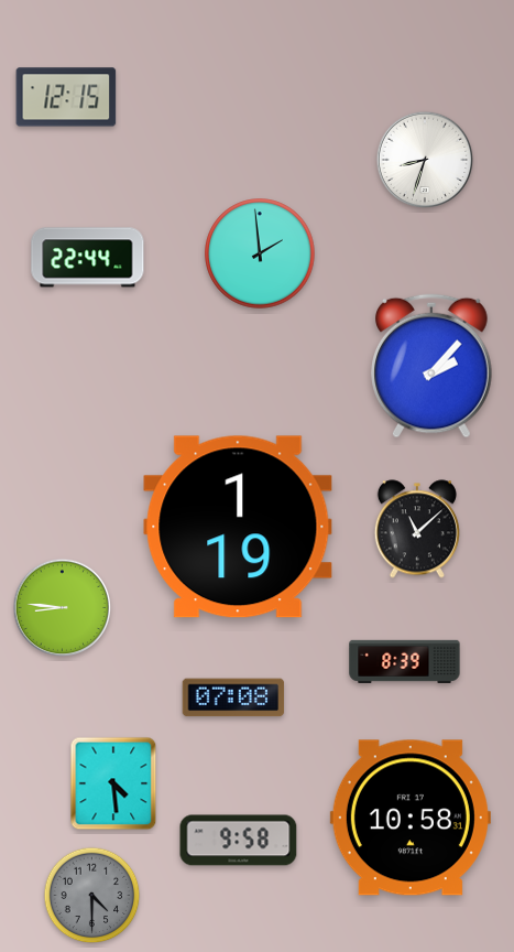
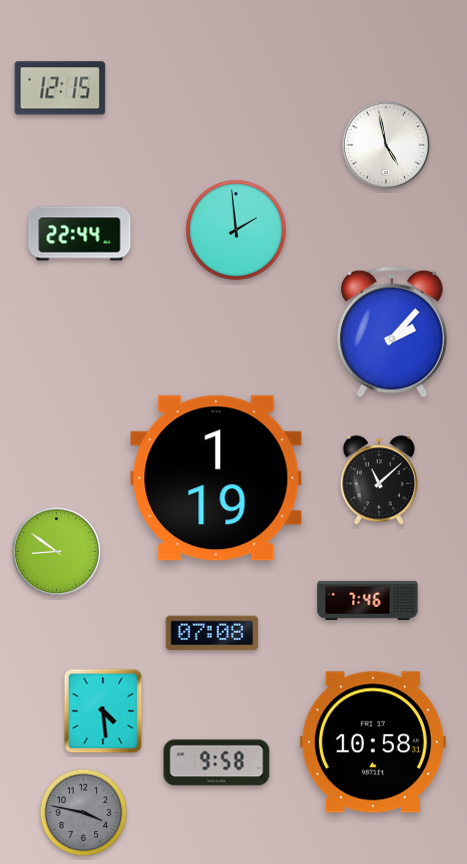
clock at (425, 160): 8:33 -> 4:58
clock at (63, 608): 8:46 -> 8:51
clock at (405, 661): 8:39 -> 7:46
clock at (92, 896): 4:30 -> 3:47
